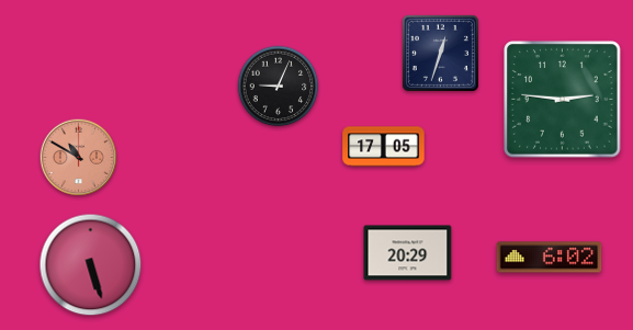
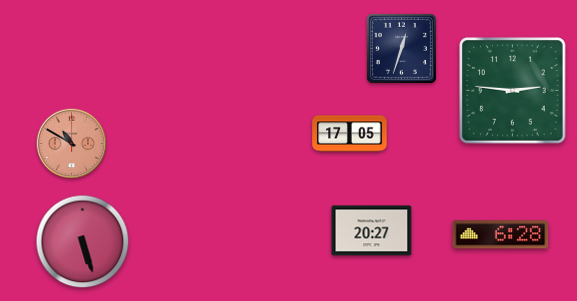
clock at (279, 87): 9:04 -> none
clock at (408, 253): 20:29 -> 20:27
clock at (550, 258): 6:02 -> 6:28
